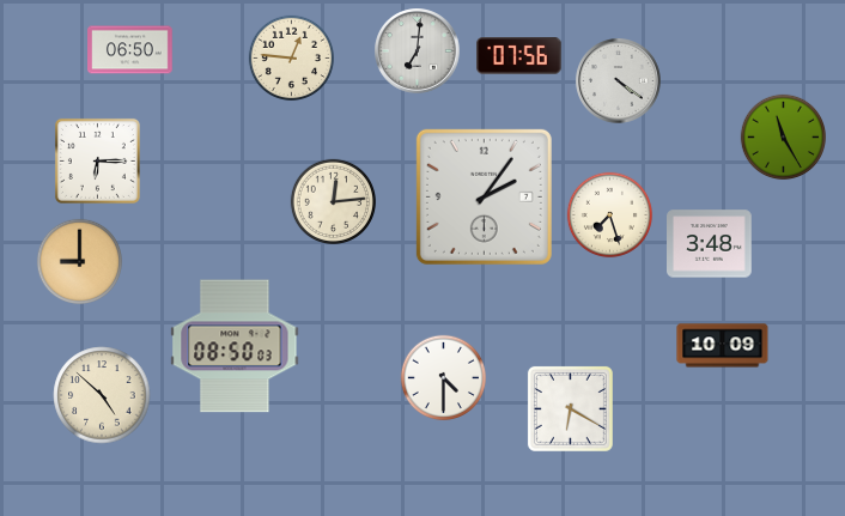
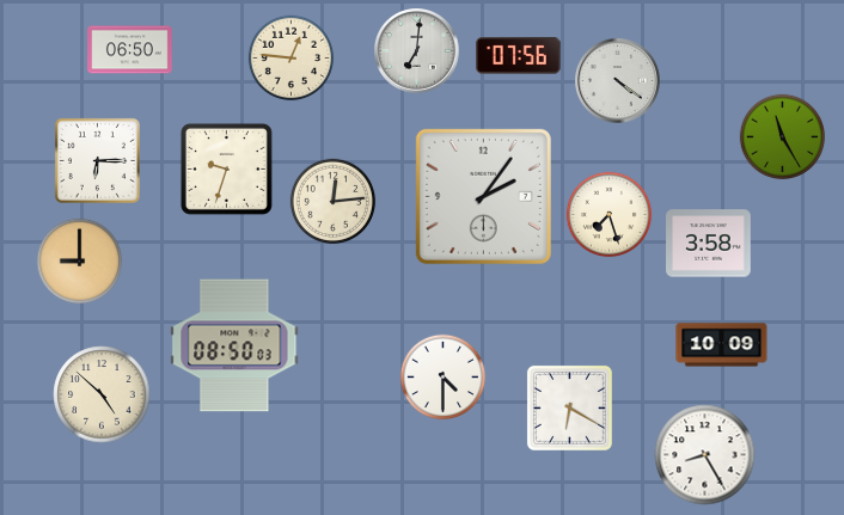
clock at (226, 168): none -> 9:33
clock at (710, 244): 3:48 -> 3:58
clock at (705, 455): none -> 8:25
